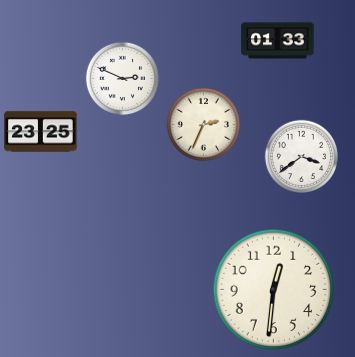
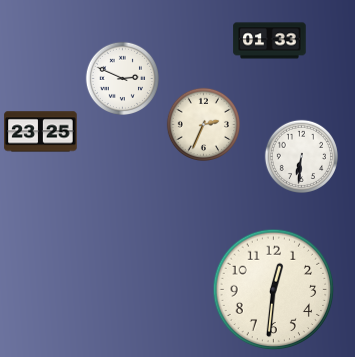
clock at (278, 41) position: (278, 41) -> (270, 41)
clock at (301, 156): 3:39 -> 6:31
